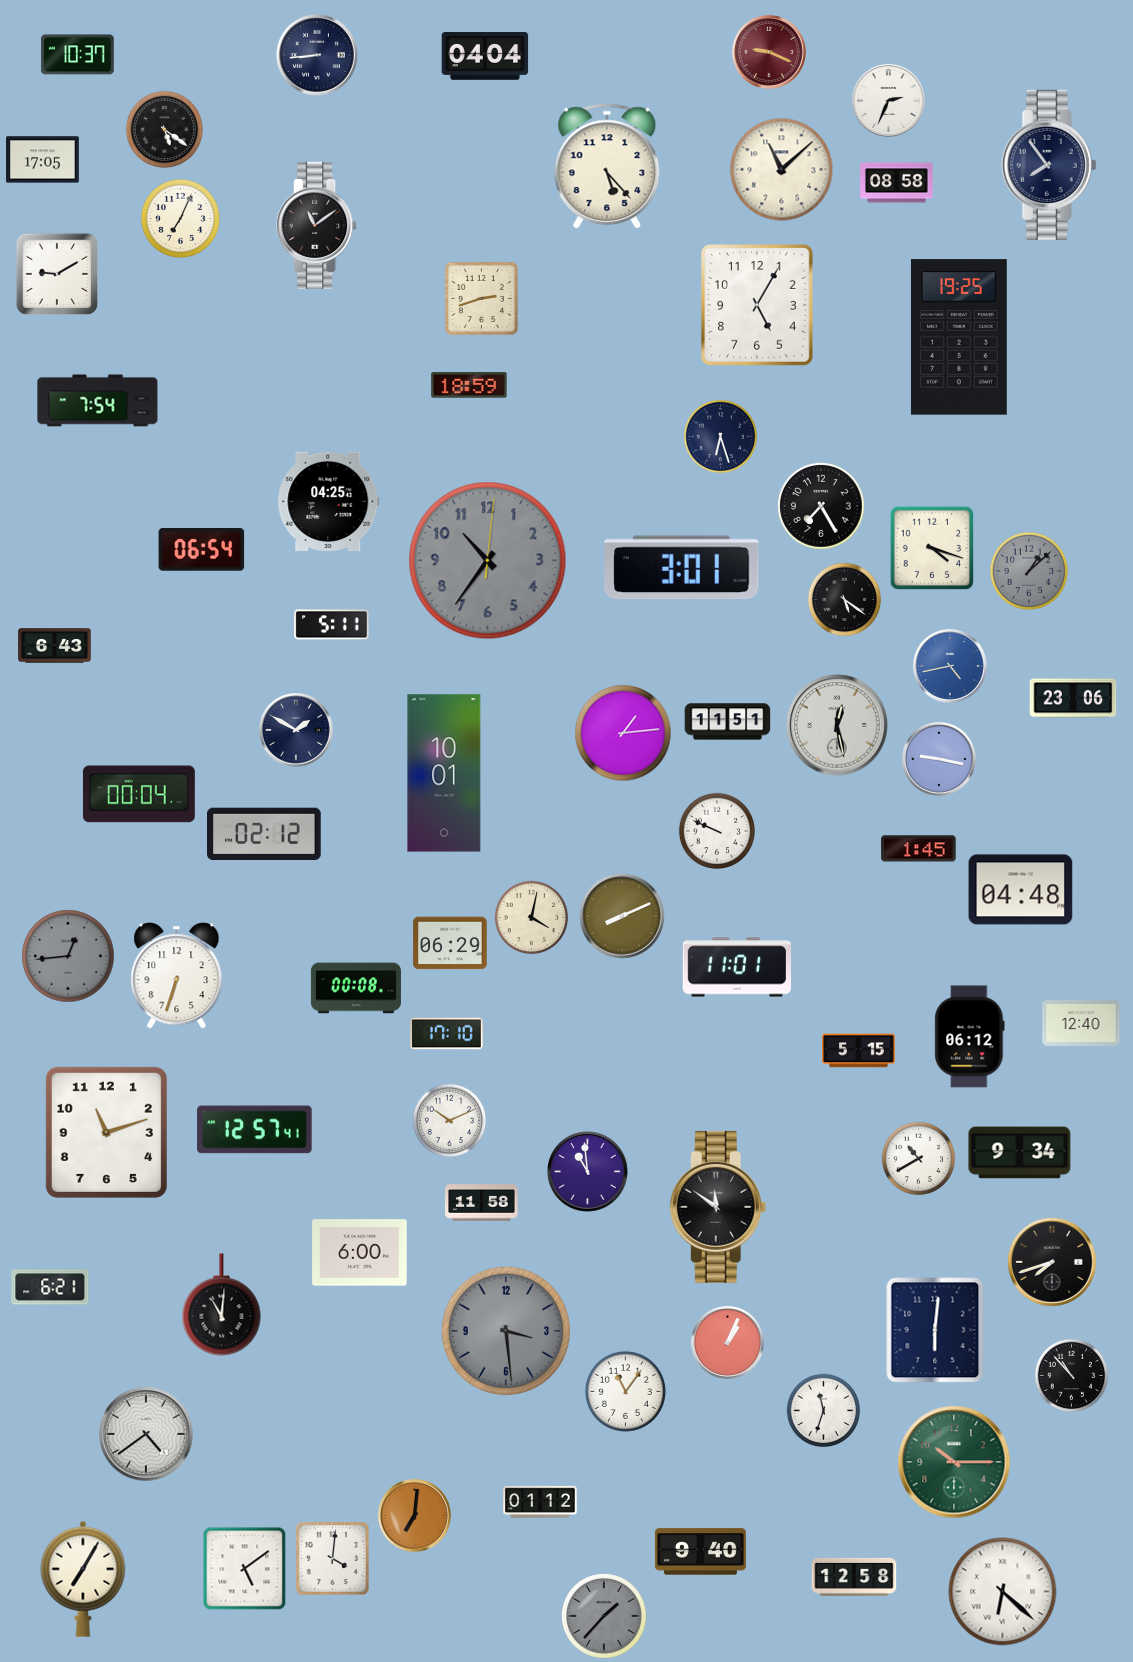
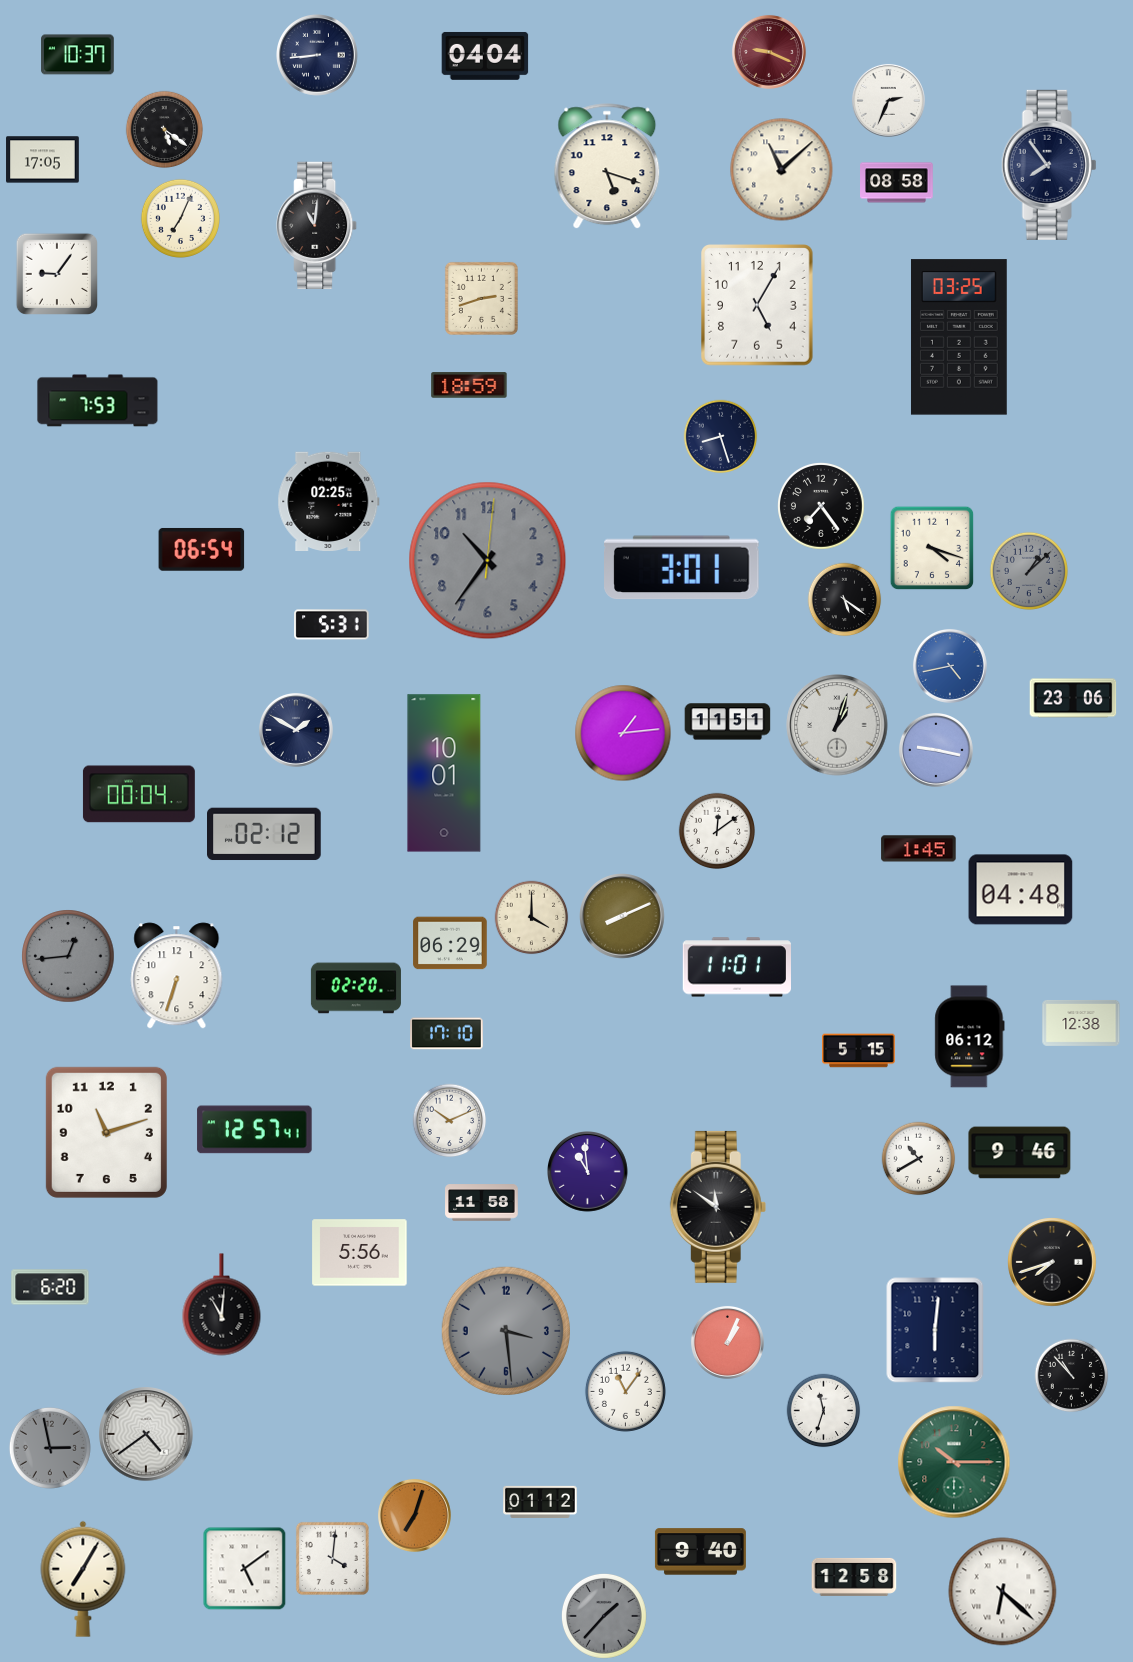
clock at (607, 167): 5:23 -> 5:18
clock at (317, 226): 11:09 -> 11:01
clock at (56, 273): 9:10 -> 9:06
clock at (959, 337): 19:25 -> 03:25
clock at (98, 401): 7:54 -> 7:53
clock at (721, 437): 6:27 -> 8:27
clock at (329, 501): 04:25 -> 02:25
clock at (822, 507): 7:25 -> 7:24
clock at (332, 625): 5:11 -> 5:31
clock at (55, 646): 6:43 -> none
clock at (837, 725): 12:28 -> 1:03
clock at (939, 759) position: (939, 759) -> (936, 750)
clock at (716, 830): 9:49 -> 12:09
clock at (532, 918): 4:02 -> 4:00
clock at (356, 988): 00:08 -> 02:20
clock at (1081, 1023): 12:40 -> 12:38
clock at (1020, 1153): 9:34 -> 9:46
clock at (360, 1253): 6:00 -> 5:56
clock at (50, 1287): 6:21 -> 6:20
clock at (50, 1448): none -> 2:58
clock at (414, 1515): 7:01 -> 7:03
